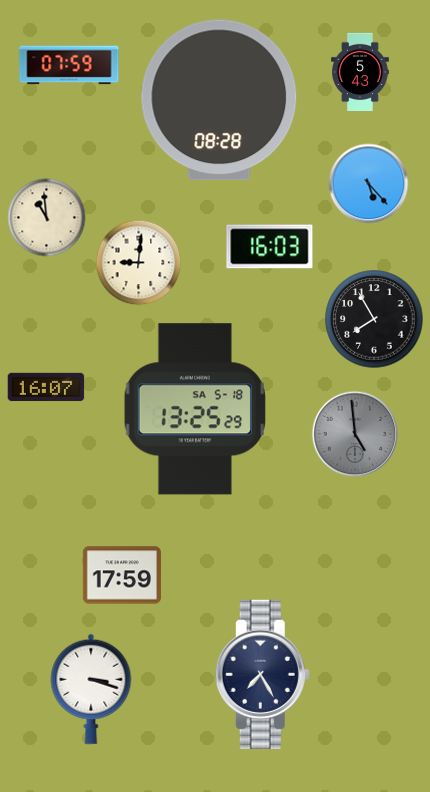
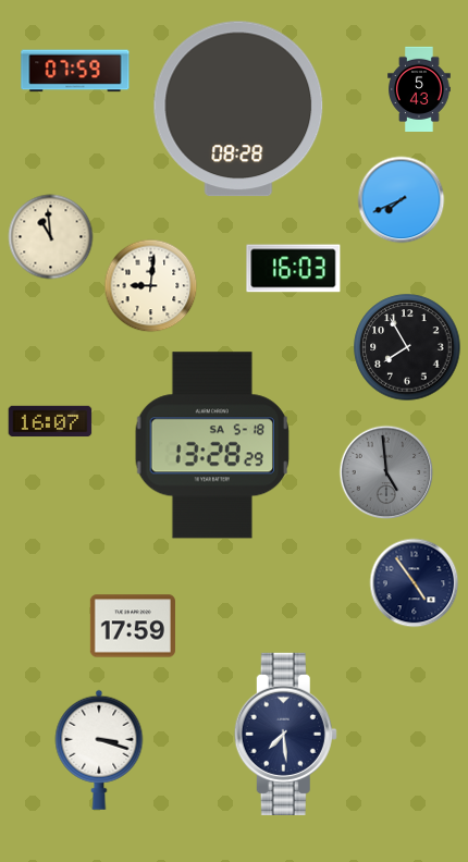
clock at (360, 71) position: (360, 71) -> (419, 88)
clock at (369, 184): 5:23 -> 7:41
clock at (195, 409): 13:25 -> 13:28
clock at (415, 583): none -> 4:54
clock at (262, 674): 7:25 -> 7:29
